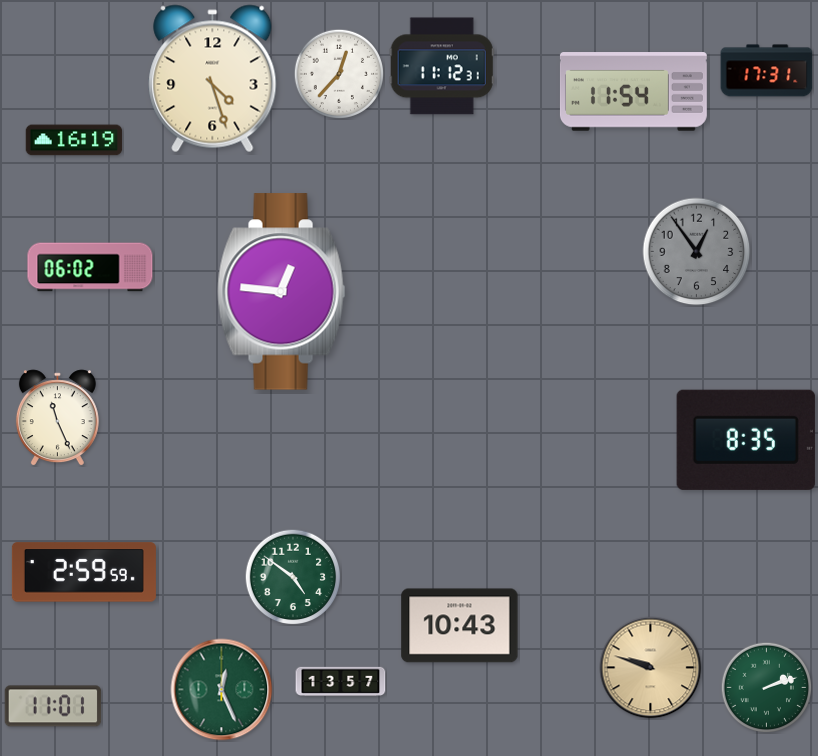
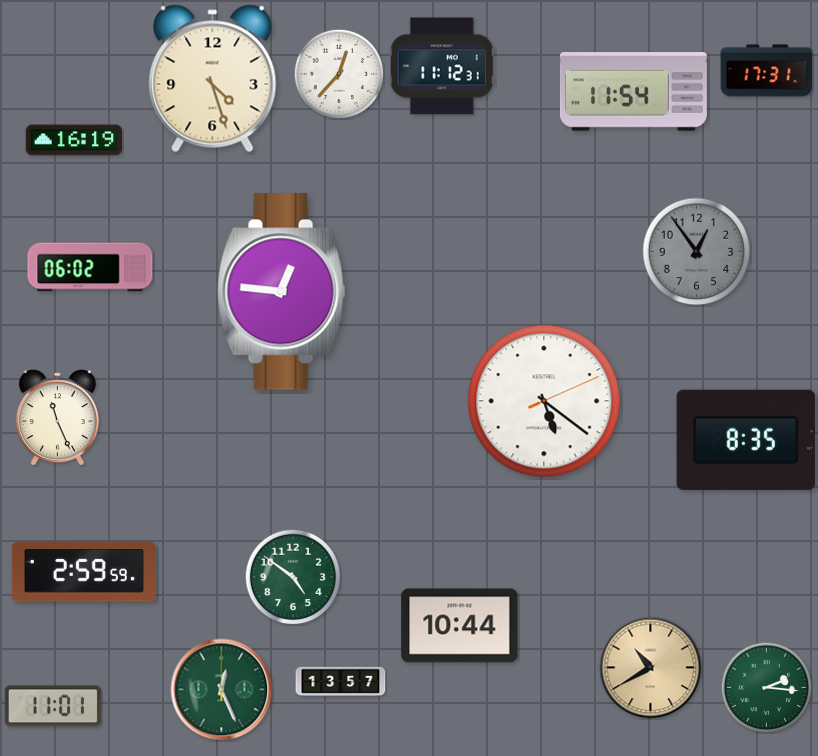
clock at (544, 401): none -> 5:21
clock at (460, 626): 10:43 -> 10:44
clock at (651, 668): 9:48 -> 10:40
clock at (766, 687): 2:12 -> 2:16
